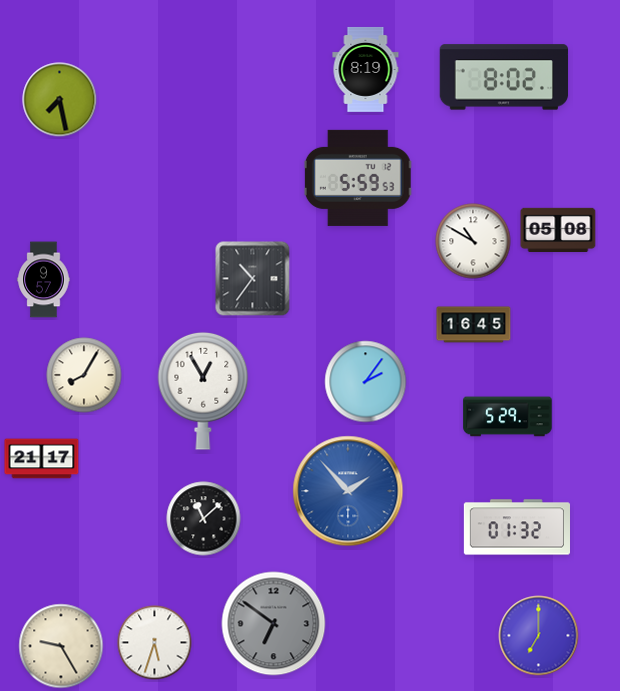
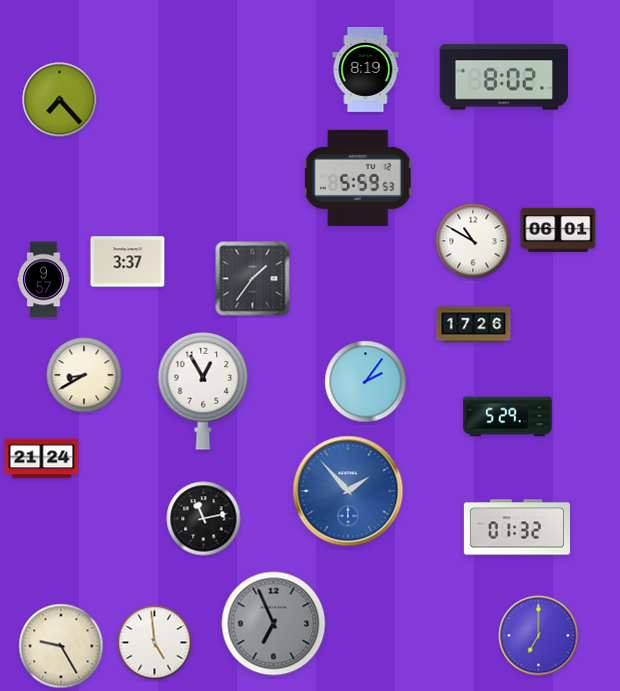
clock at (60, 100): 7:28 -> 7:23
clock at (558, 229): 05:08 -> 06:01
clock at (128, 262): none -> 3:37
clock at (253, 279): 10:36 -> 1:36
clock at (474, 325): 16:45 -> 17:26
clock at (84, 375): 8:05 -> 8:40
clock at (42, 459): 21:17 -> 21:24
clock at (204, 519): 11:08 -> 11:13
clock at (274, 624): 6:51 -> 6:56
clock at (155, 643): 5:33 -> 4:59
